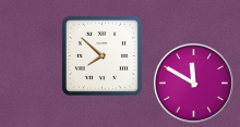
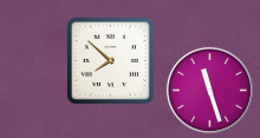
clock at (193, 82): 11:50 -> 11:27
